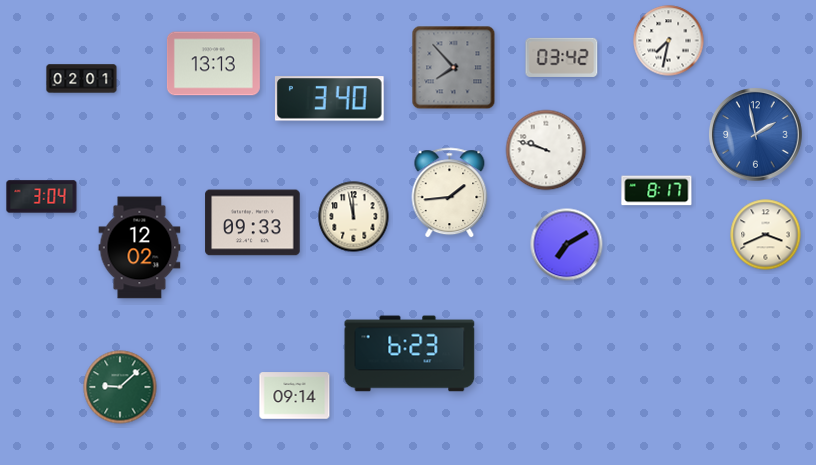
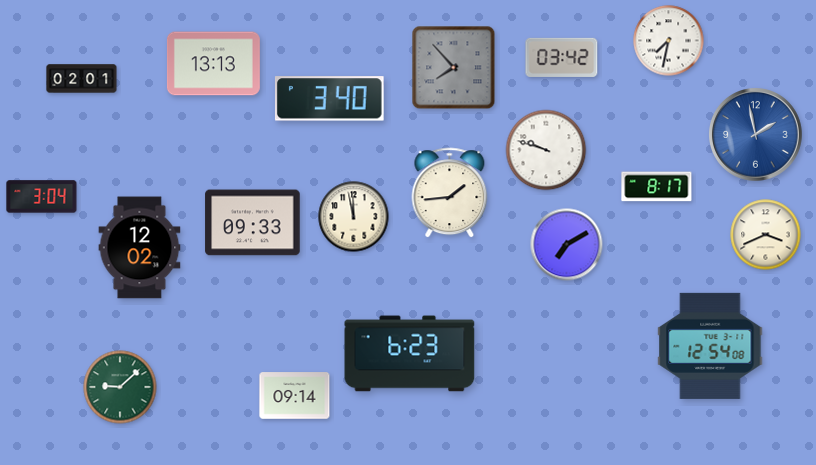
clock at (657, 191) position: (657, 191) -> (657, 187)
clock at (710, 346): none -> 12:54
